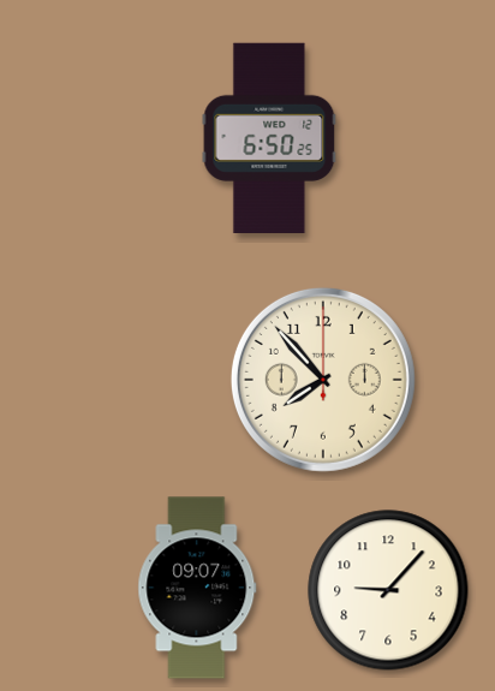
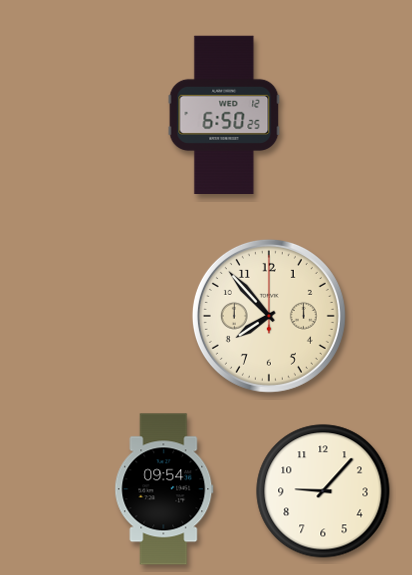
clock at (197, 588): 09:07 -> 09:54
